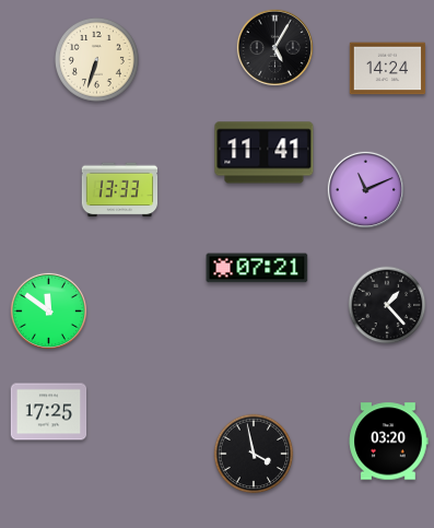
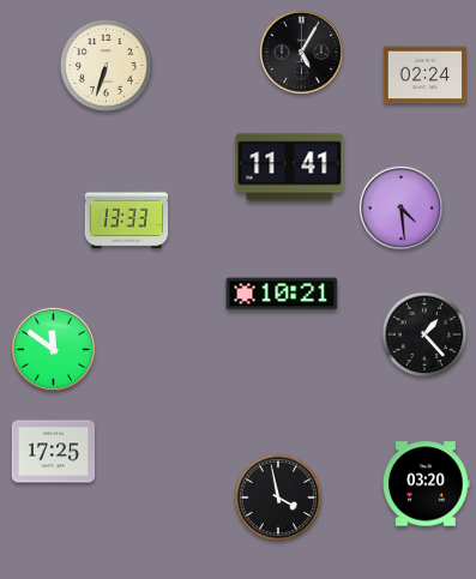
clock at (388, 69): 14:24 -> 02:24
clock at (365, 189): 11:11 -> 4:29
clock at (120, 190) position: (120, 190) -> (127, 219)
clock at (257, 268): 07:21 -> 10:21
clock at (48, 310) position: (48, 310) -> (53, 349)
